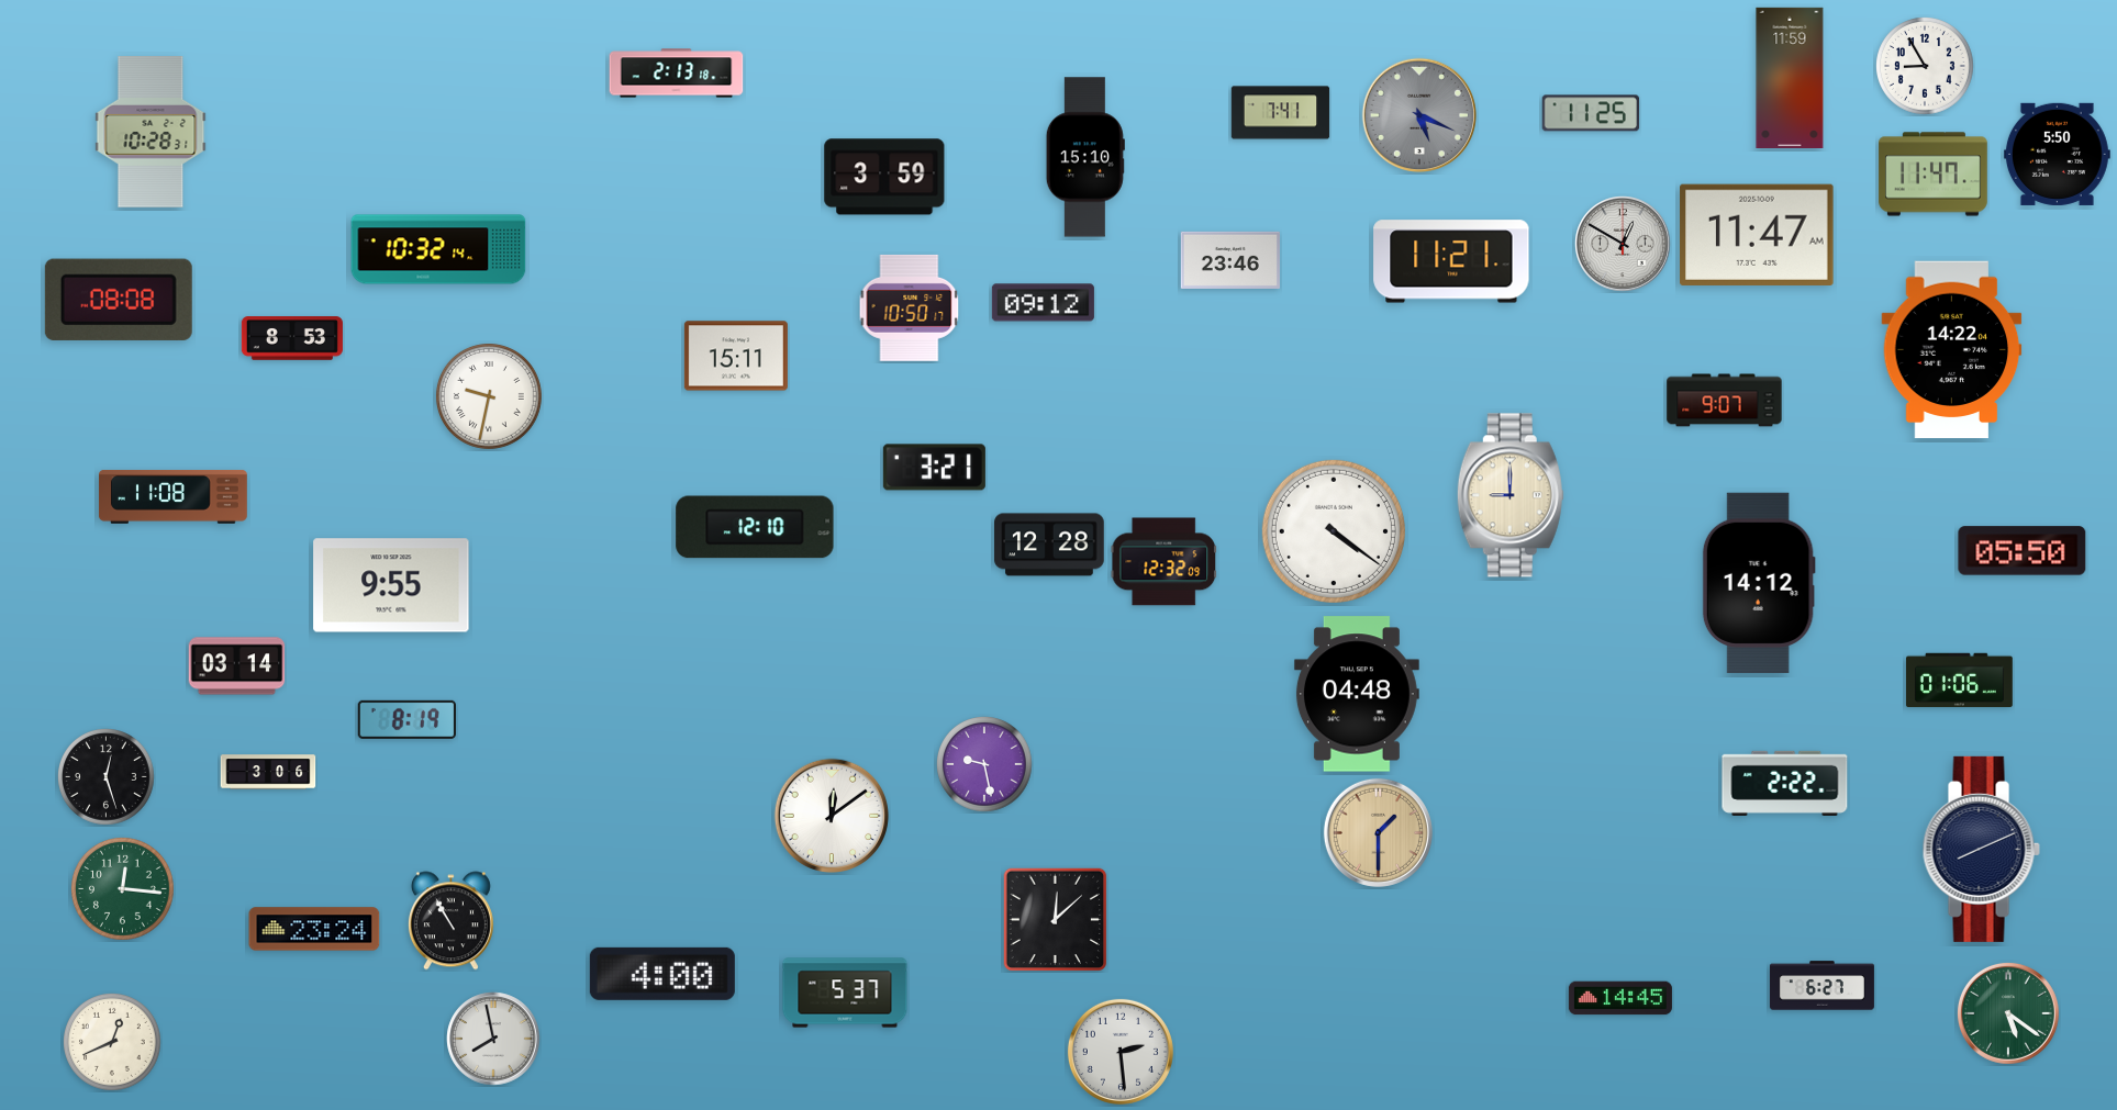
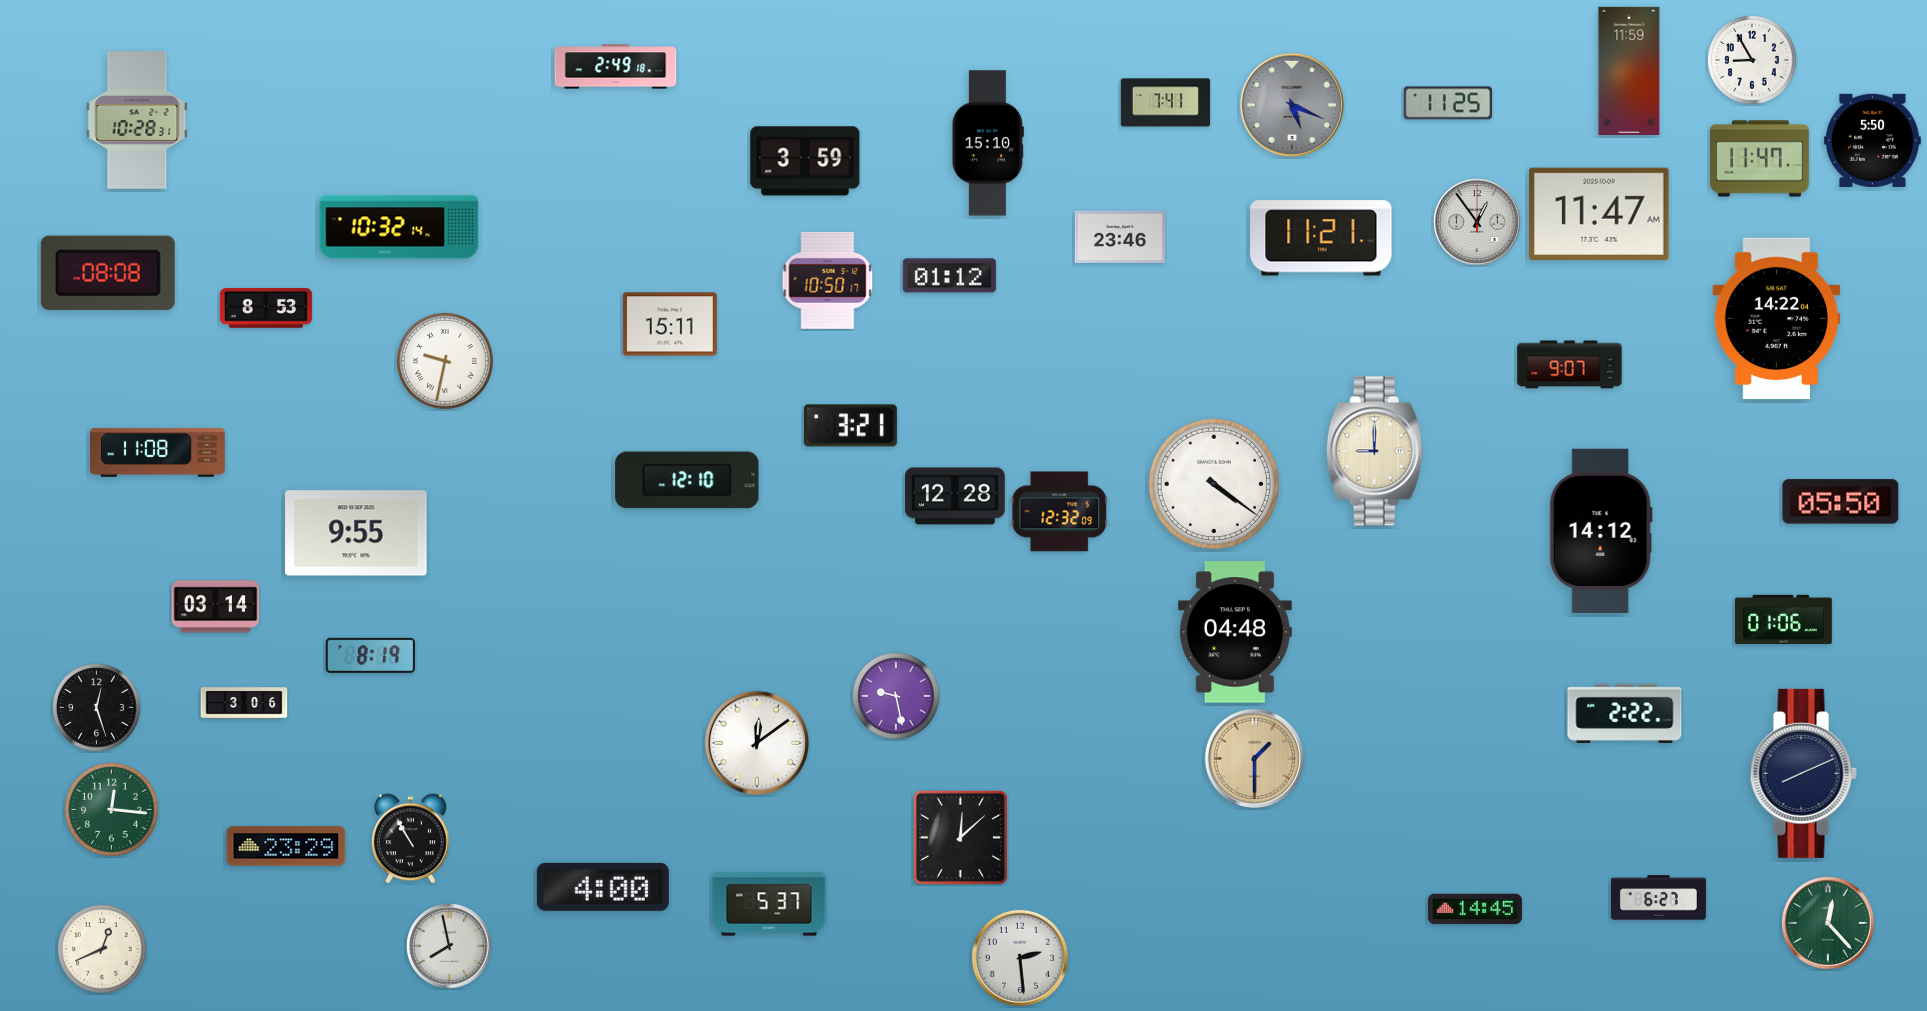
clock at (677, 74): 2:13 -> 2:49
clock at (1623, 244): 12:50 -> 12:54
clock at (1043, 303): 09:12 -> 01:12
clock at (314, 929): 23:24 -> 23:29
clock at (2008, 1013): 5:21 -> 12:23
